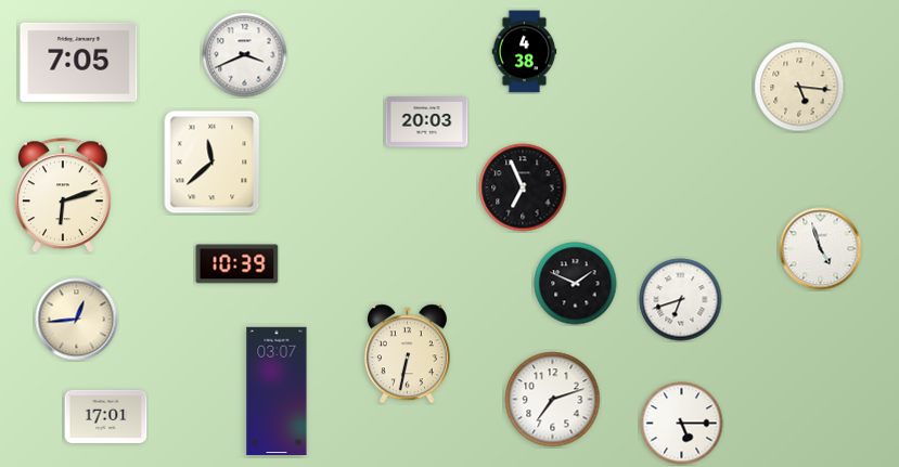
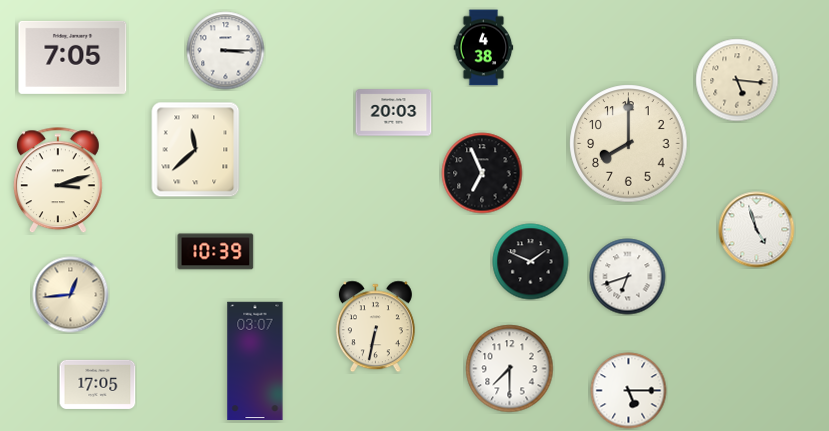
clock at (245, 55): 3:41 -> 3:15
clock at (629, 144): none -> 8:00
clock at (63, 196): 6:12 -> 3:12
clock at (237, 264) position: (237, 264) -> (216, 252)
clock at (553, 400): 7:12 -> 7:30
clock at (106, 416): 17:01 -> 17:05
